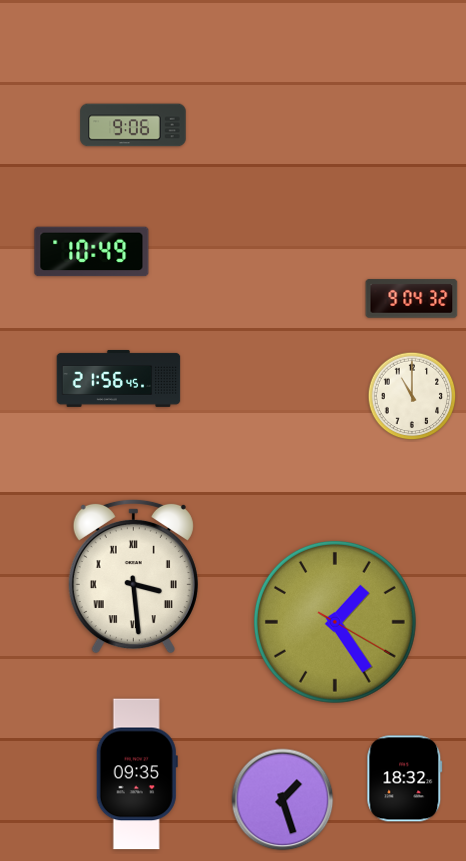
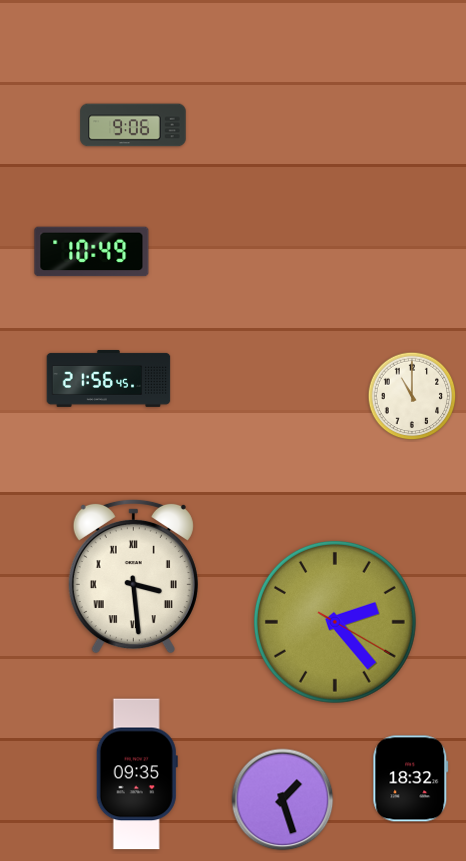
clock at (412, 299): 9:04 -> none
clock at (119, 378) position: (119, 378) -> (109, 378)
clock at (335, 622): 1:24 -> 2:23
clock at (405, 779) position: (405, 779) -> (411, 779)
